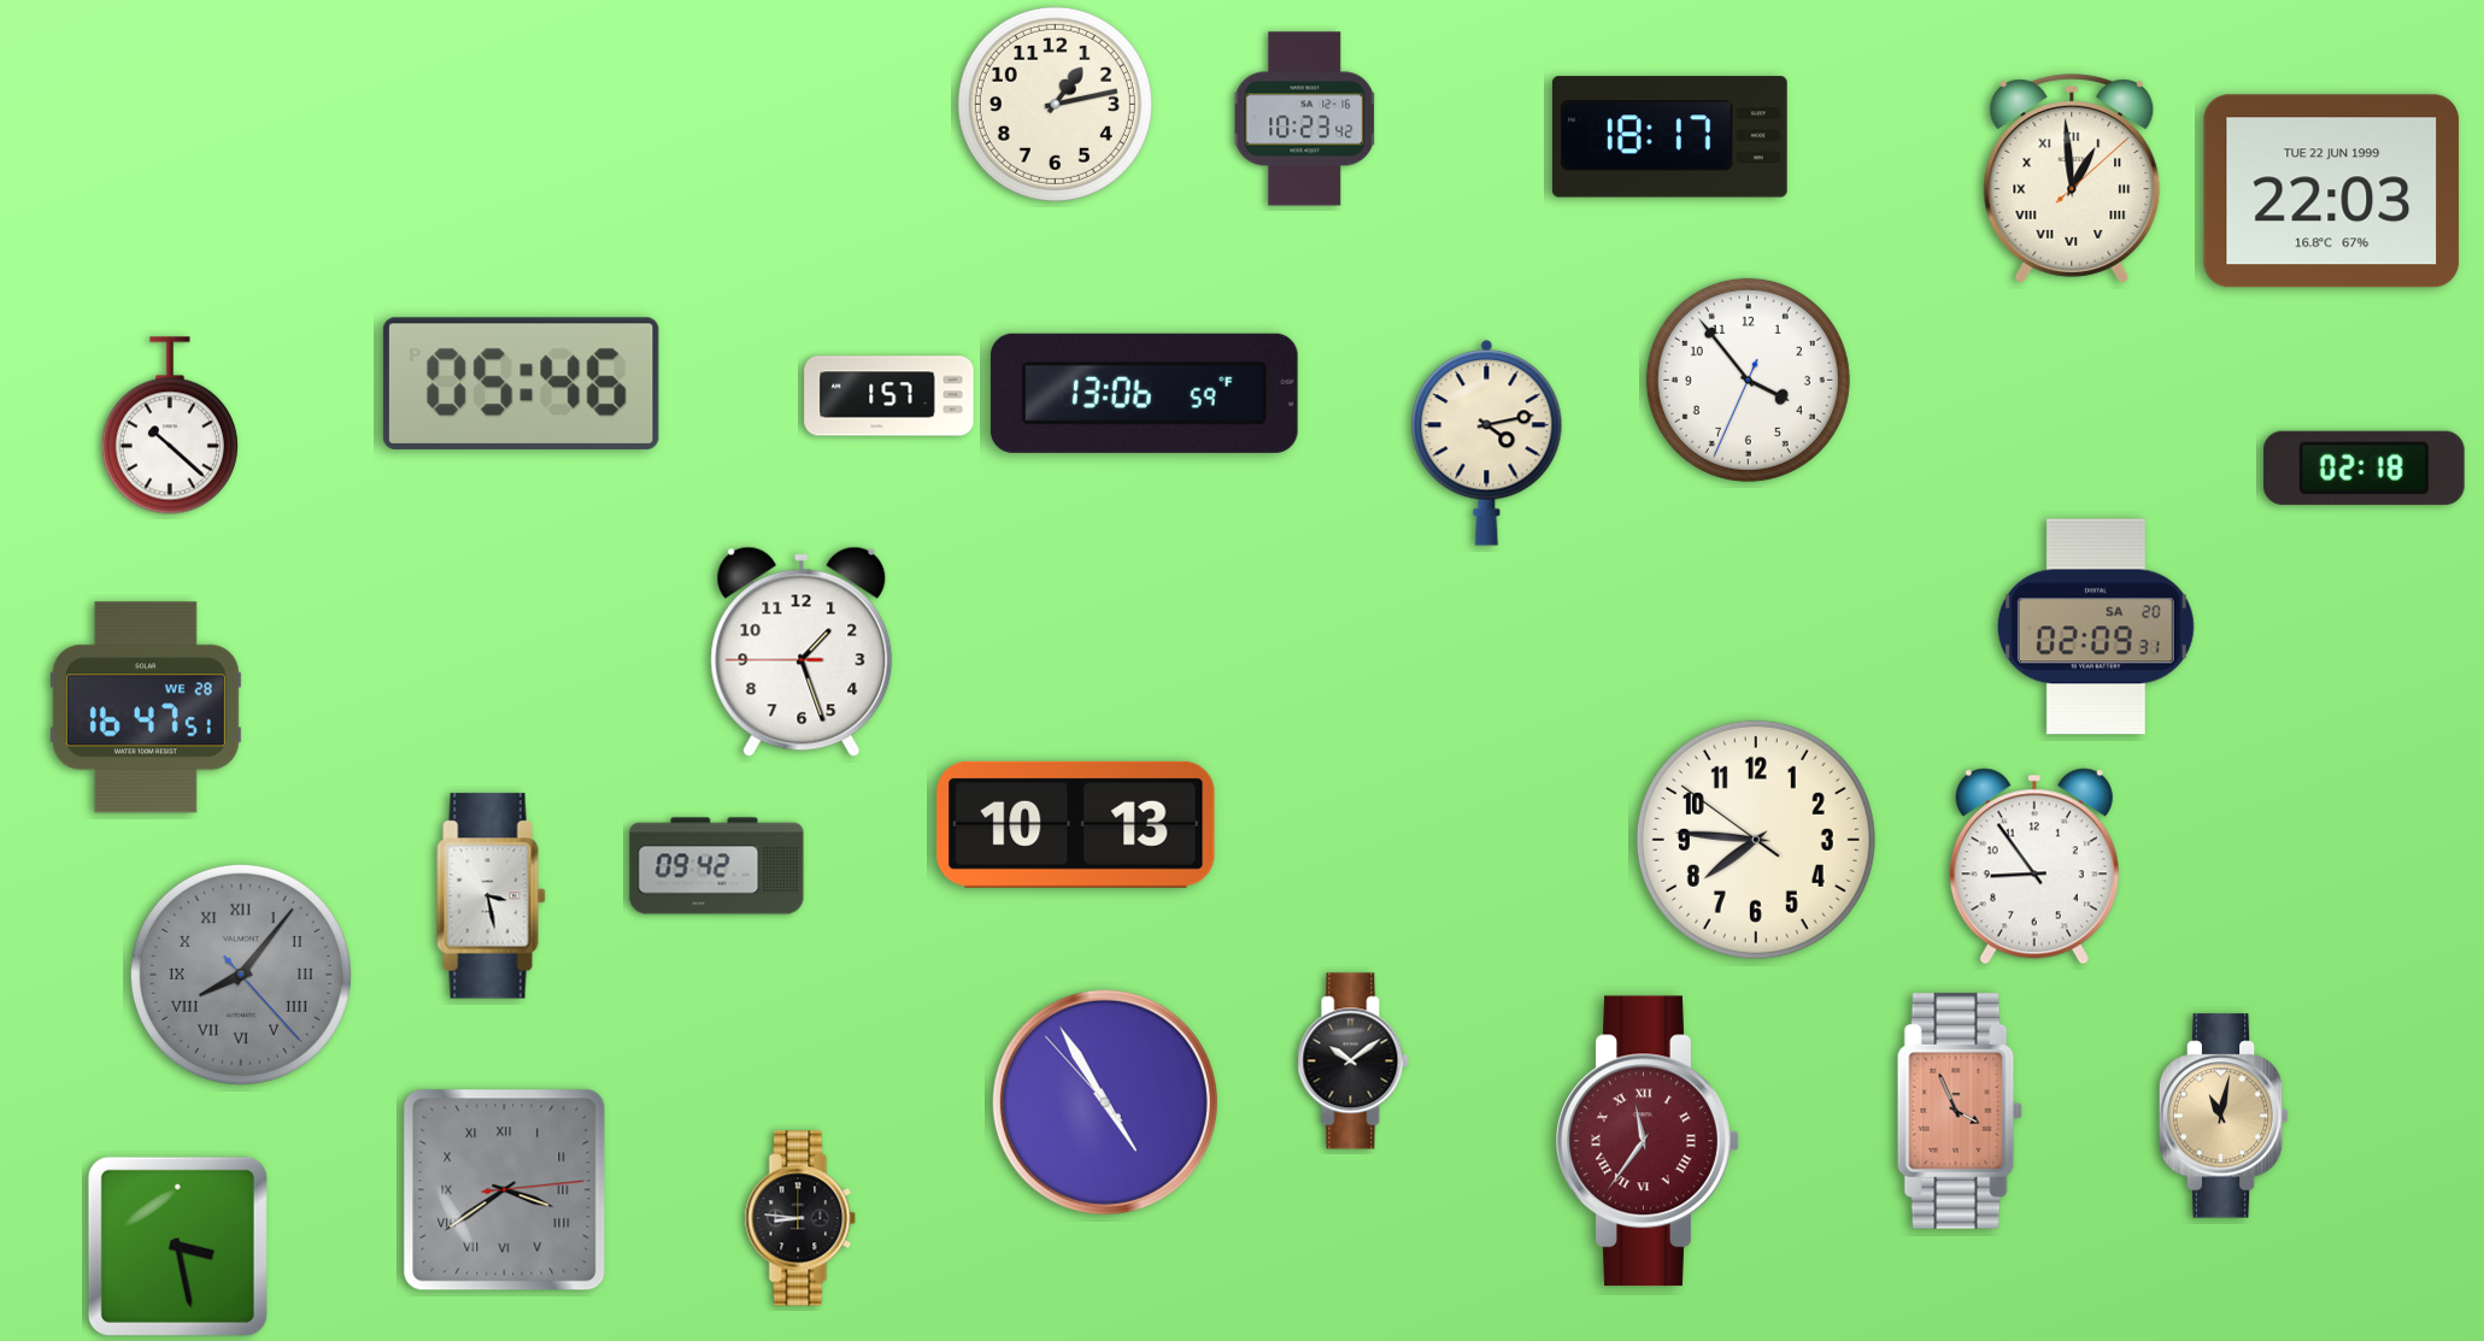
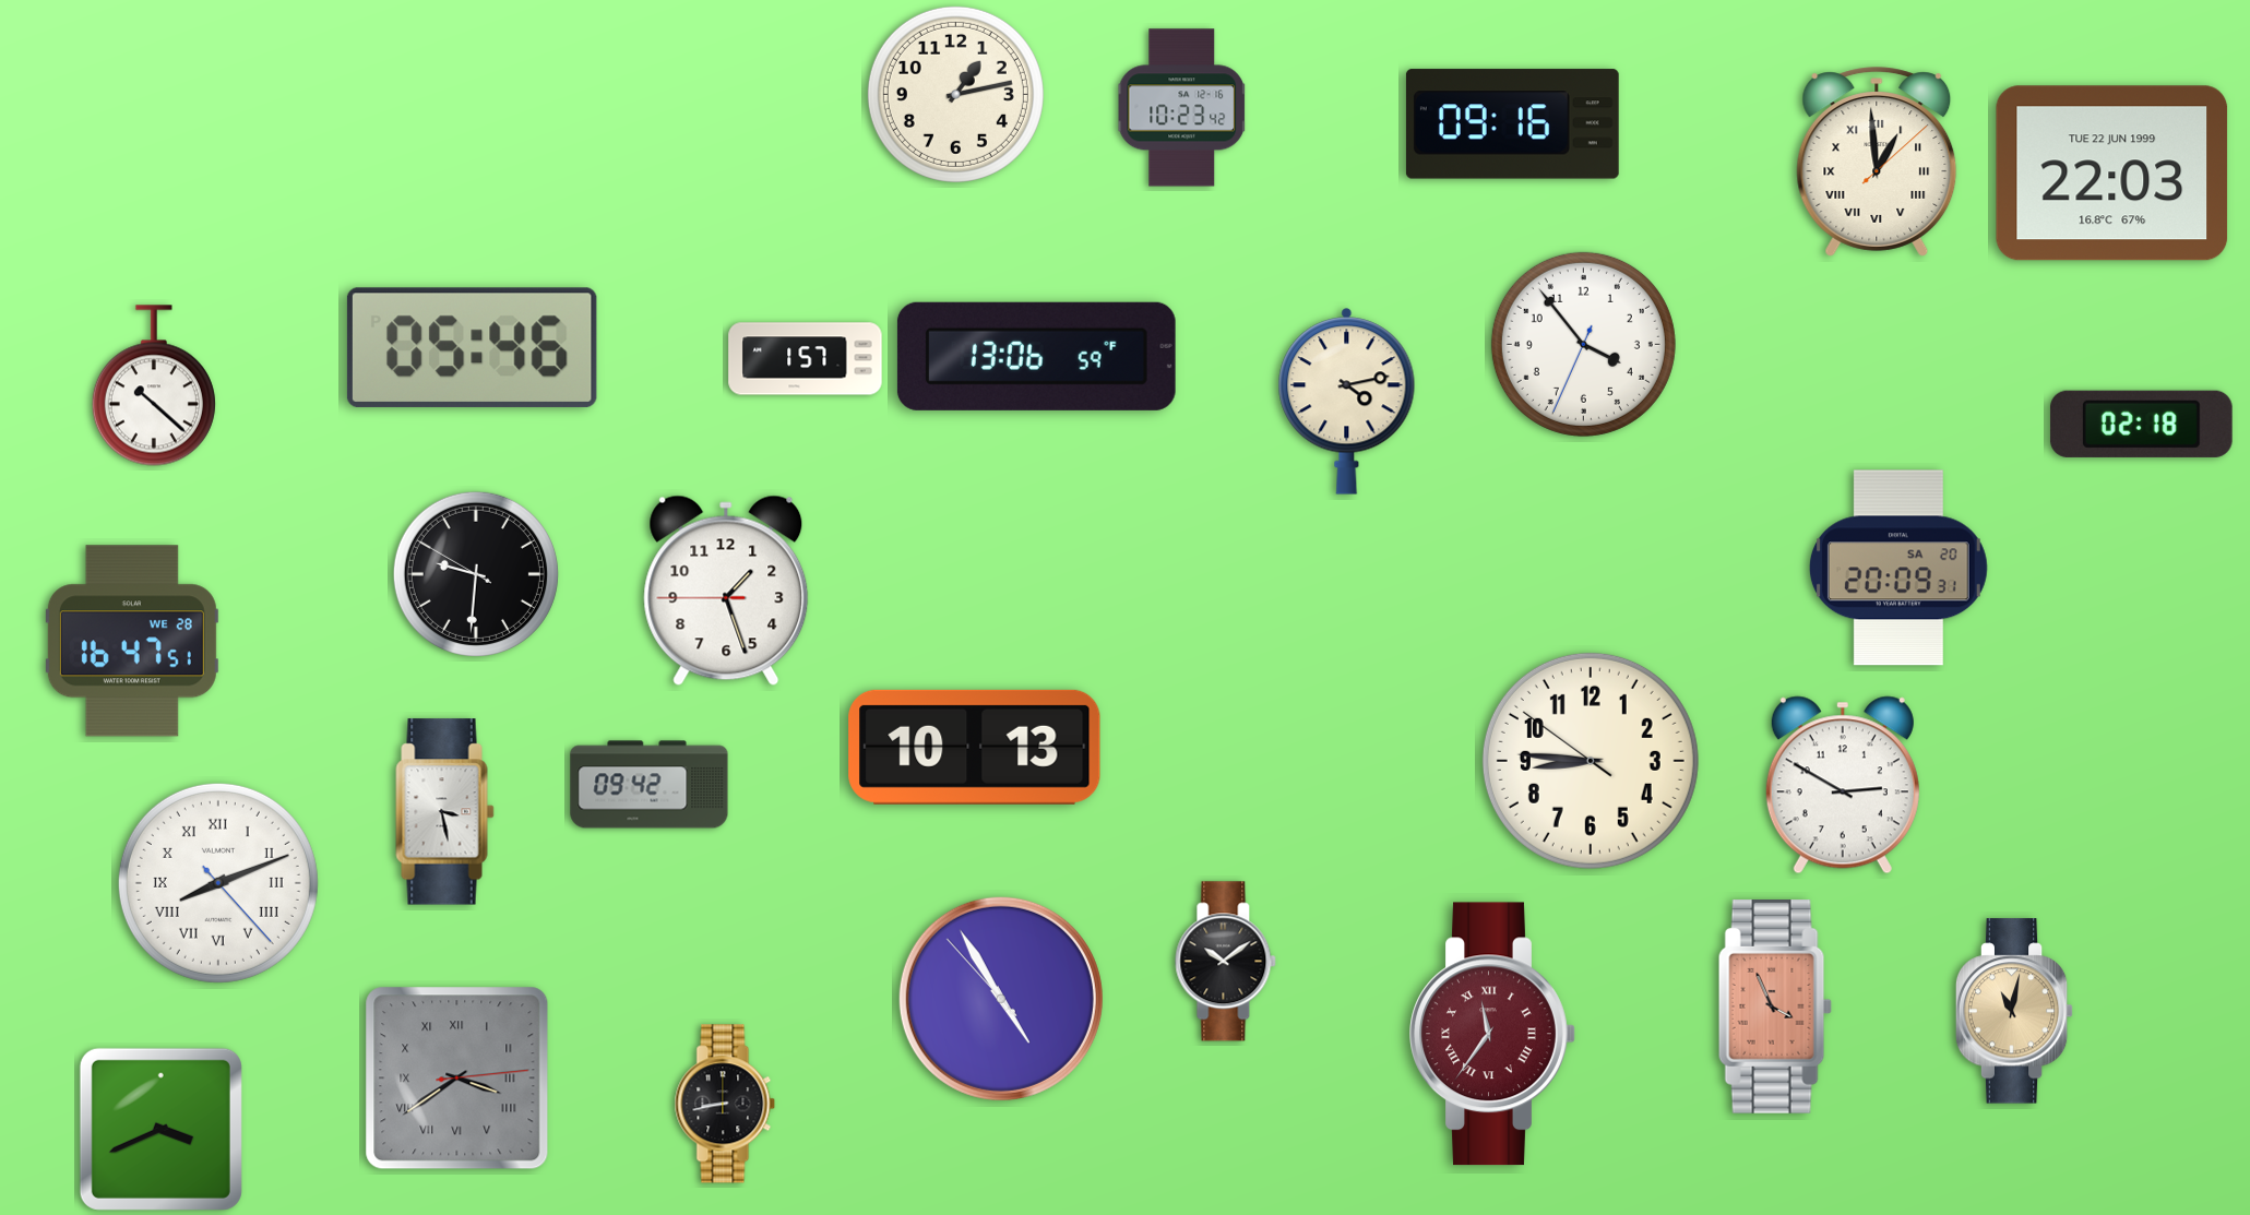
clock at (1669, 137): 18:17 -> 09:16
clock at (2096, 627): 02:09 -> 20:09
clock at (476, 574): none -> 9:30
clock at (1756, 840): 7:45 -> 8:45
clock at (2034, 866): 8:54 -> 2:50
clock at (241, 975): 8:06 -> 8:11
clock at (241, 975) dial: grey -> white
clock at (800, 1218): 8:46 -> 8:43
clock at (177, 1246): 3:28 -> 3:41
